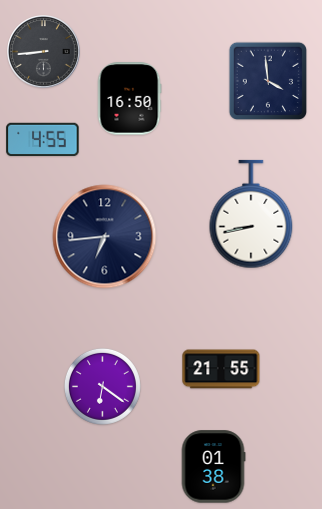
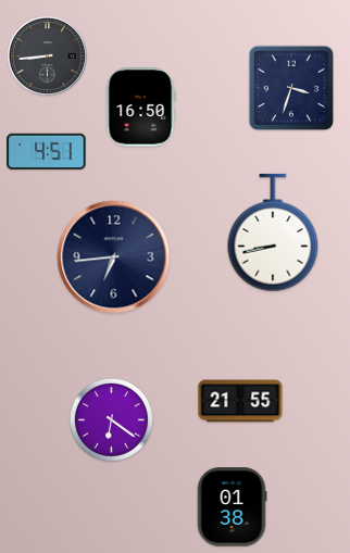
clock at (267, 80): 3:59 -> 3:33
clock at (43, 140): 4:55 -> 4:51
